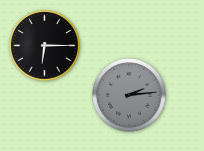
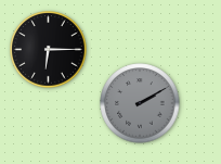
clock at (129, 95): 2:14 -> 2:10
